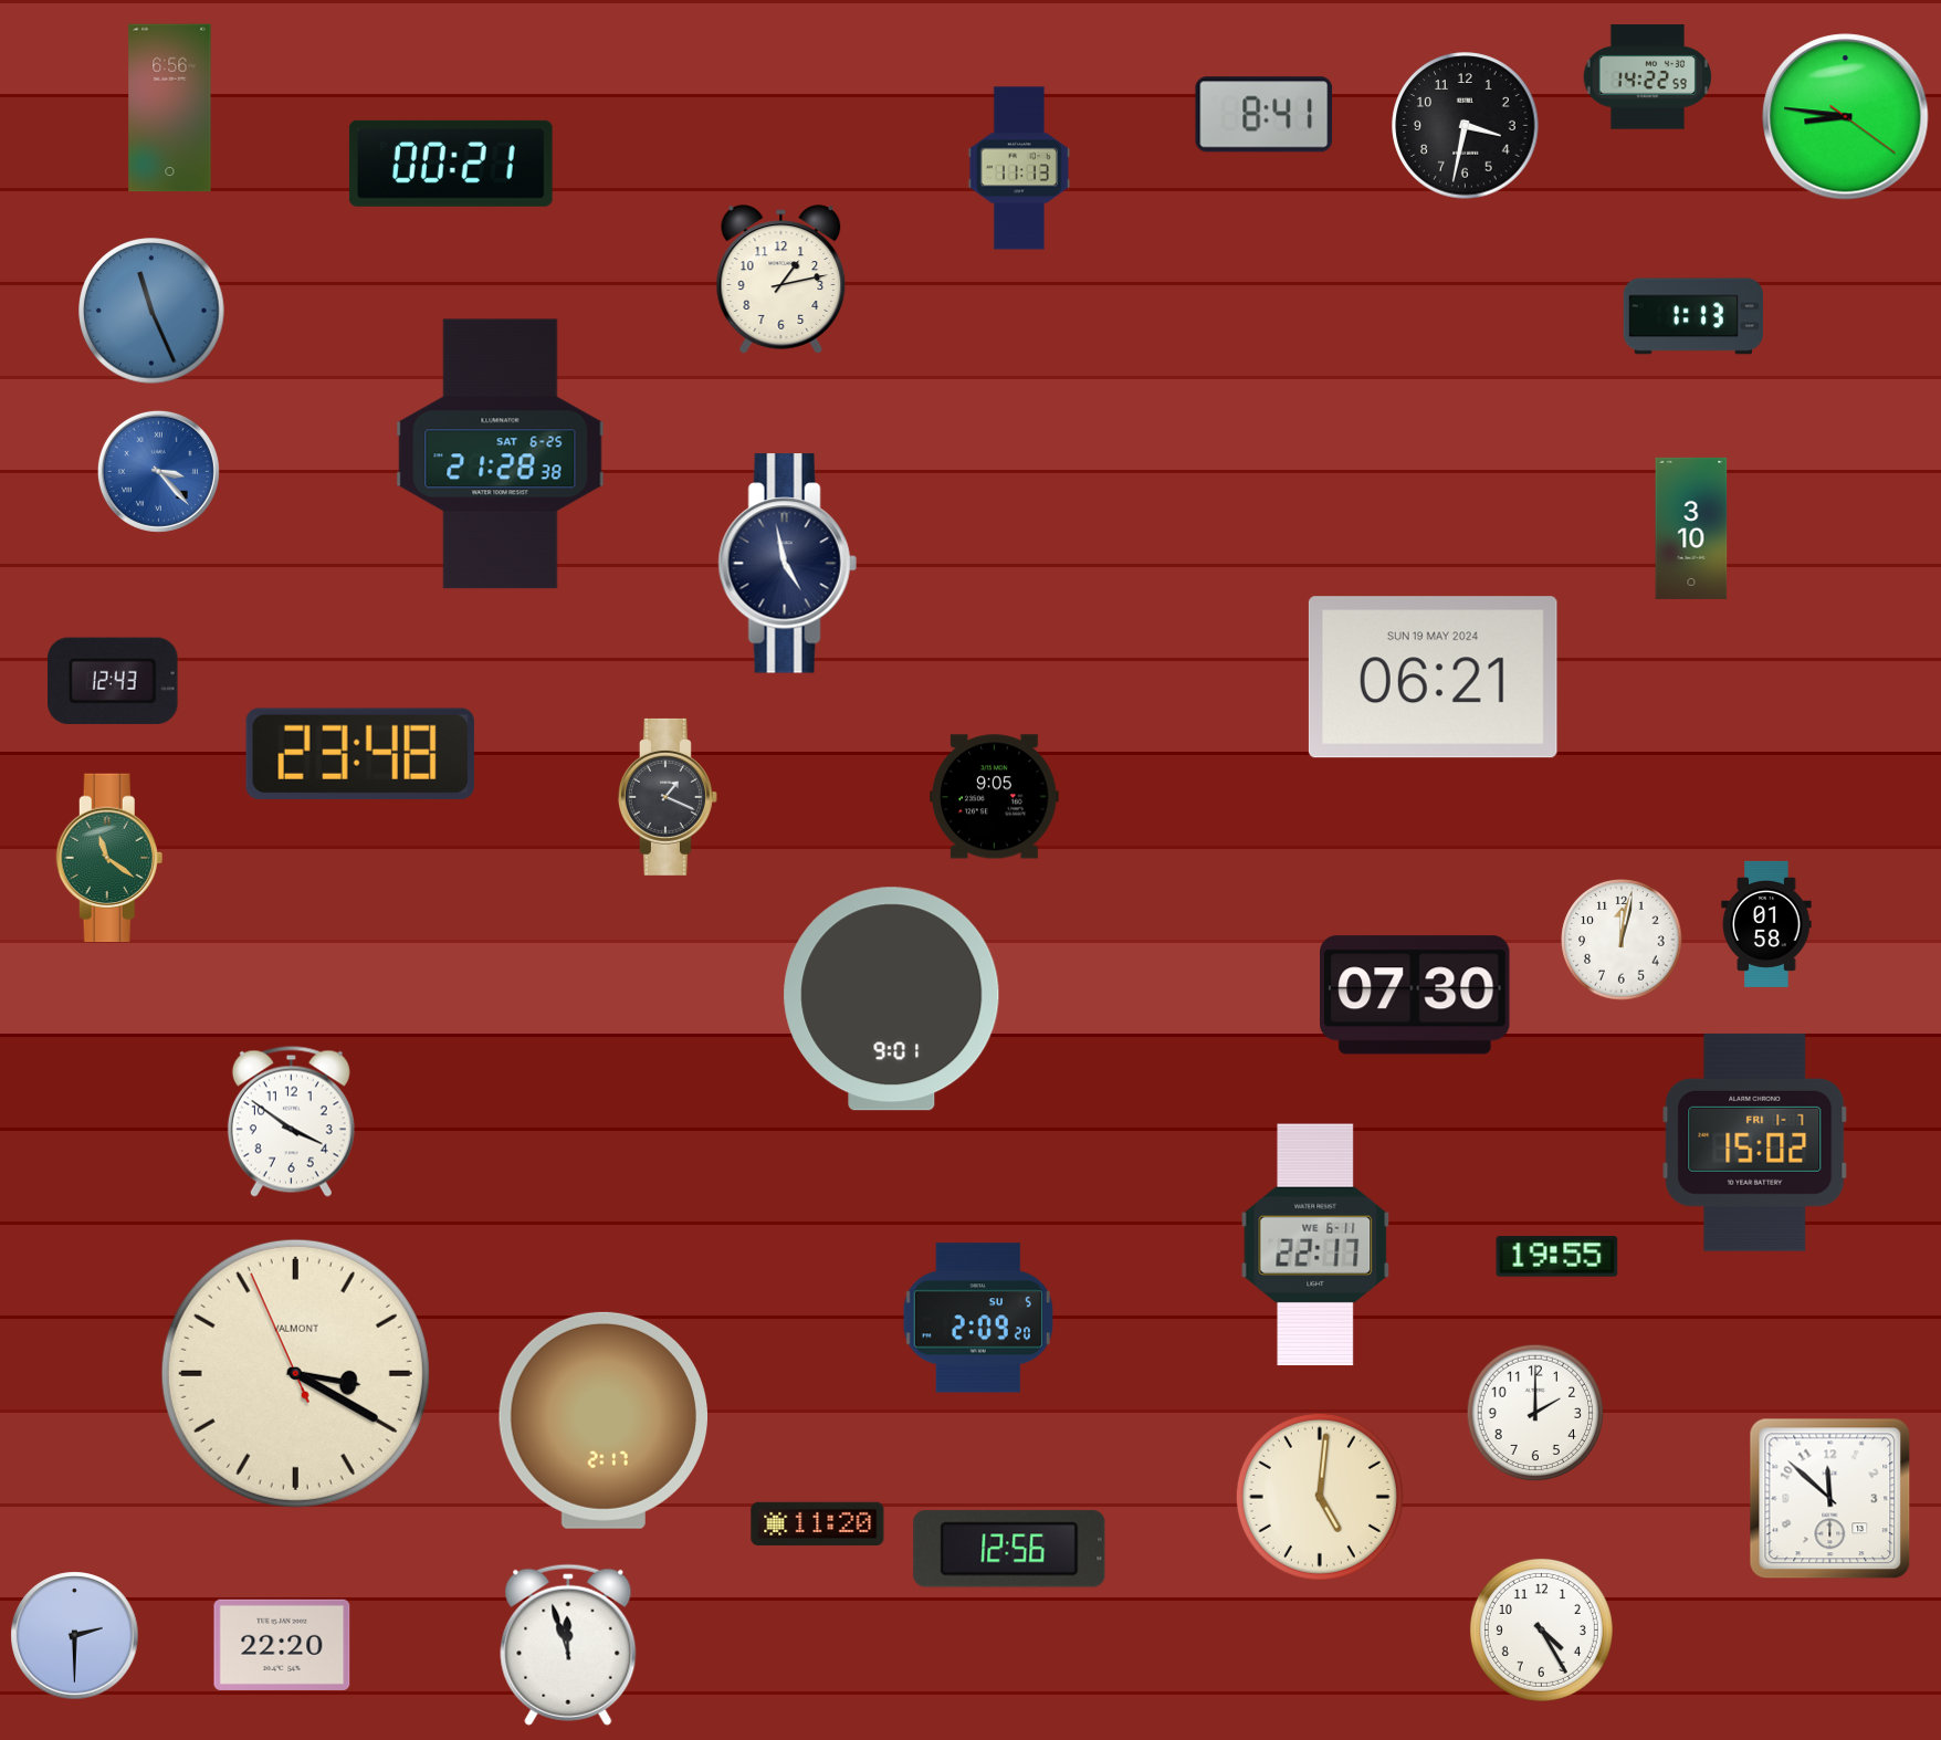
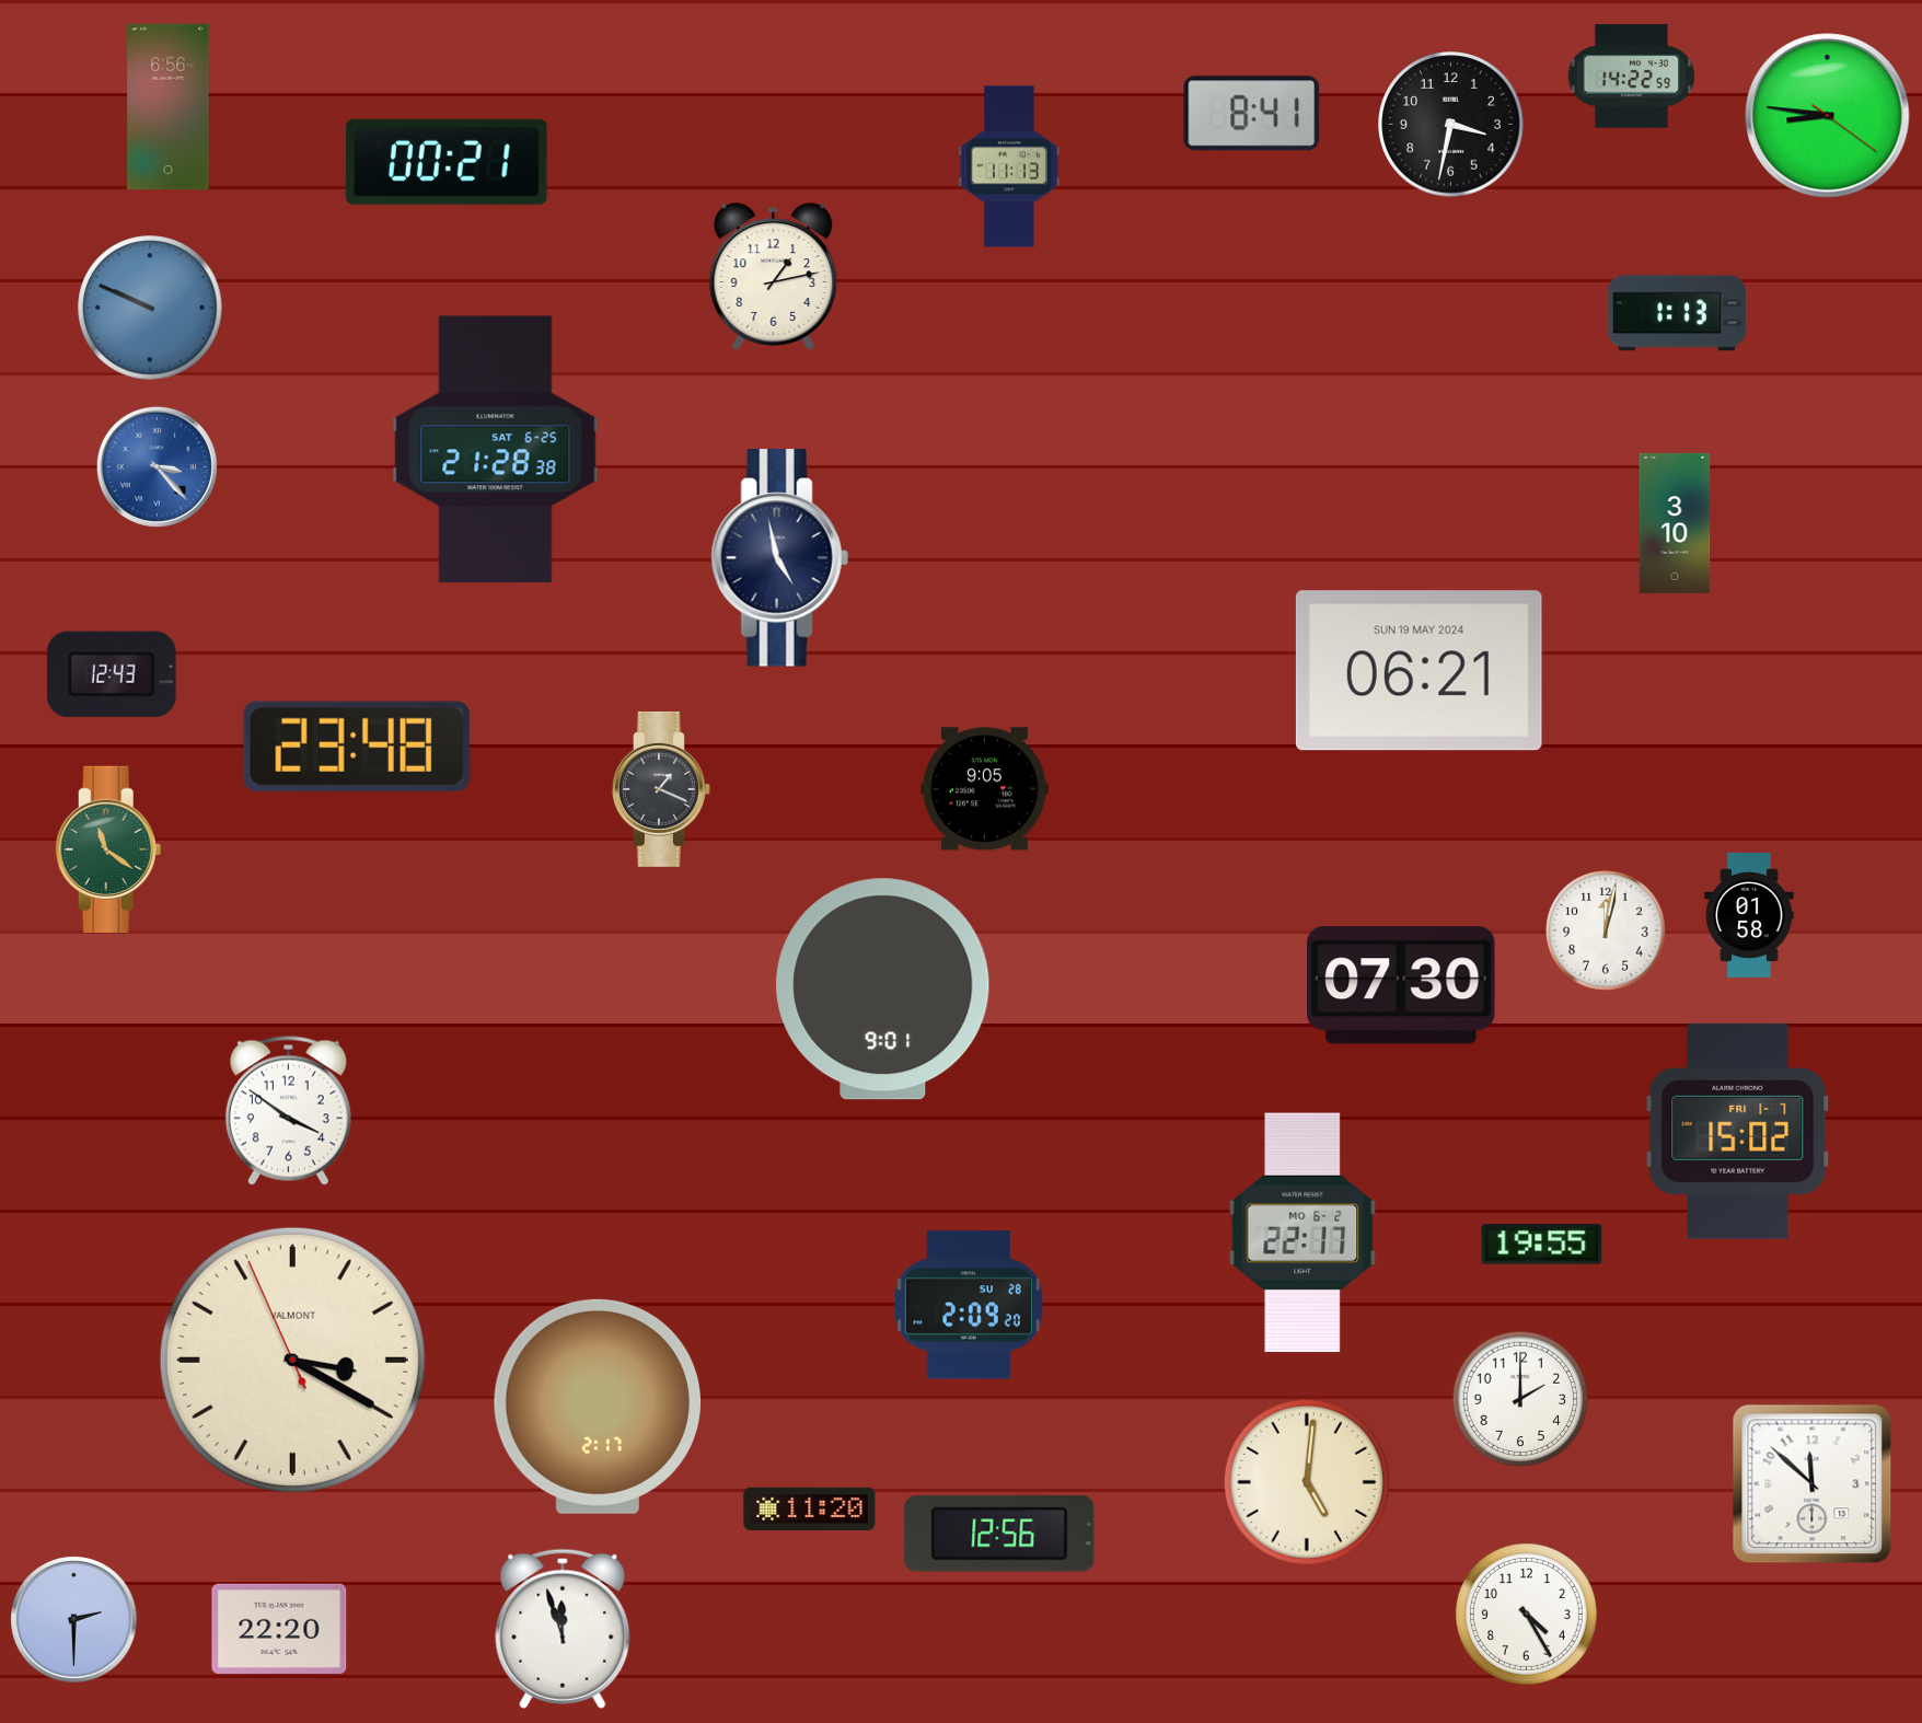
clock at (151, 311): 11:26 -> 9:49
clock at (1315, 1245) date: WE 6-11 -> MO 6-2
clock at (978, 1318) date: SU 5 -> SU 28
